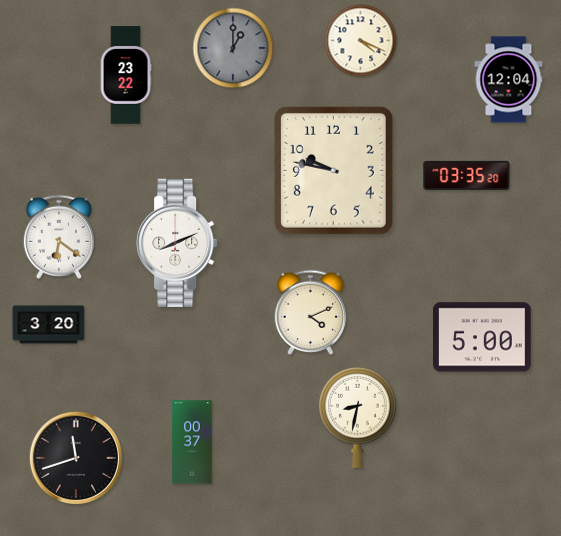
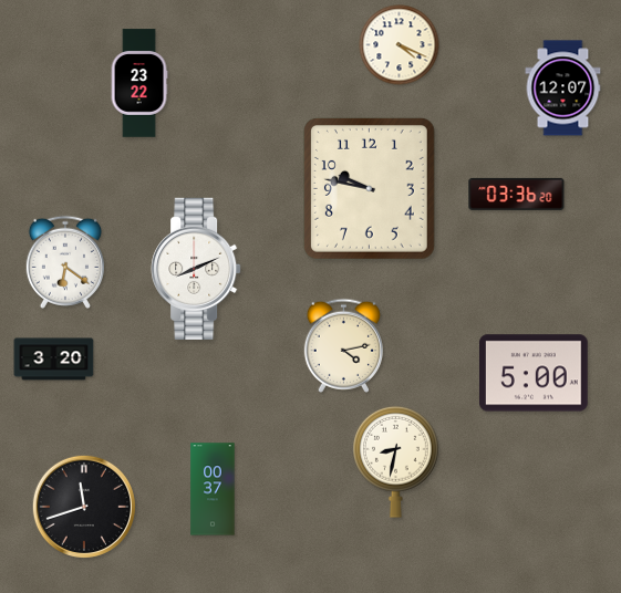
clock at (233, 48): 1:00 -> none
clock at (509, 80): 12:04 -> 12:07
clock at (467, 175): 03:35 -> 03:36
clock at (310, 312): 4:11 -> 4:13
